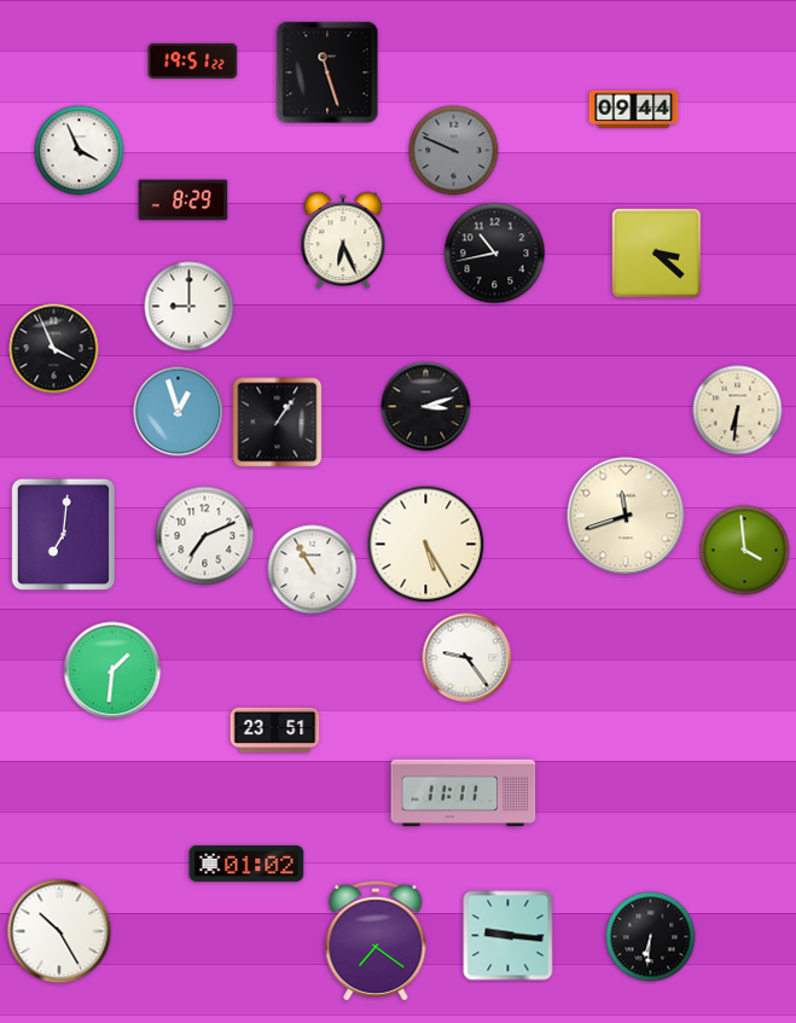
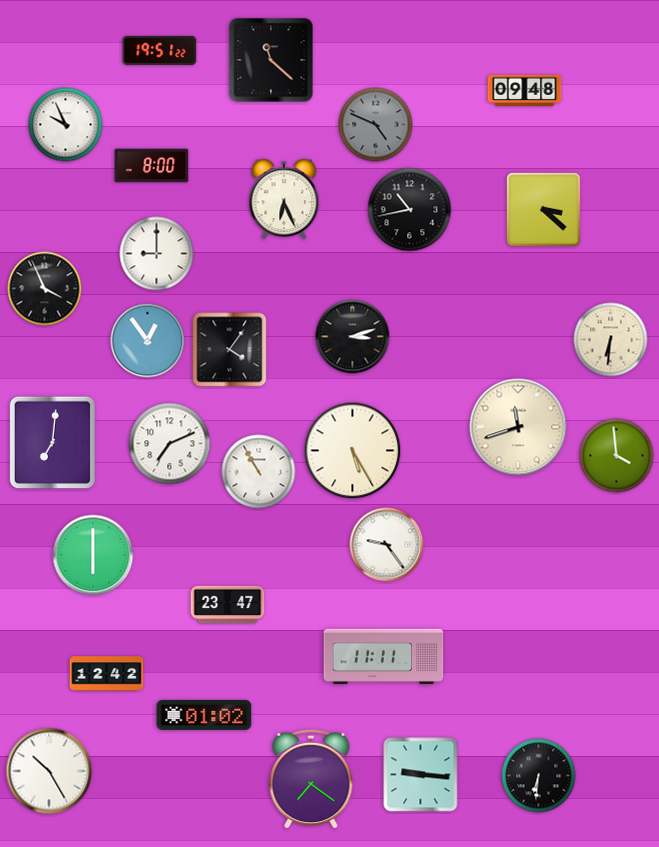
clock at (327, 72): 11:27 -> 11:22
clock at (634, 109): 09:44 -> 09:48
clock at (80, 151): 3:56 -> 9:56
clock at (454, 151): 9:49 -> 4:49
clock at (184, 200): 8:29 -> 8:00
clock at (179, 412): 12:57 -> 12:54
clock at (278, 423): 1:06 -> 4:06
clock at (112, 670): 1:31 -> 6:00
clock at (275, 731): 23:51 -> 23:47
clock at (107, 674): none -> 12:42
